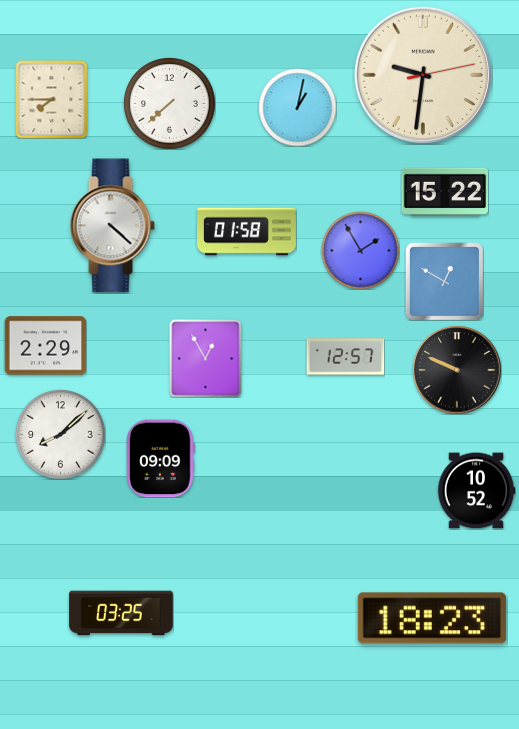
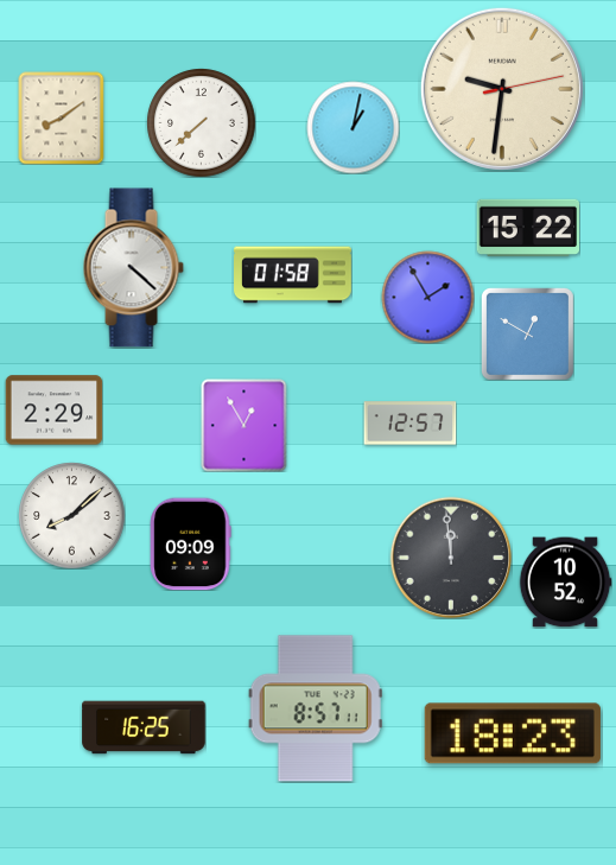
clock at (52, 99): 7:45 -> 8:09
clock at (457, 370): 9:49 -> none
clock at (451, 558): none -> 11:59
clock at (316, 708): none -> 8:57
clock at (121, 613): 03:25 -> 16:25
